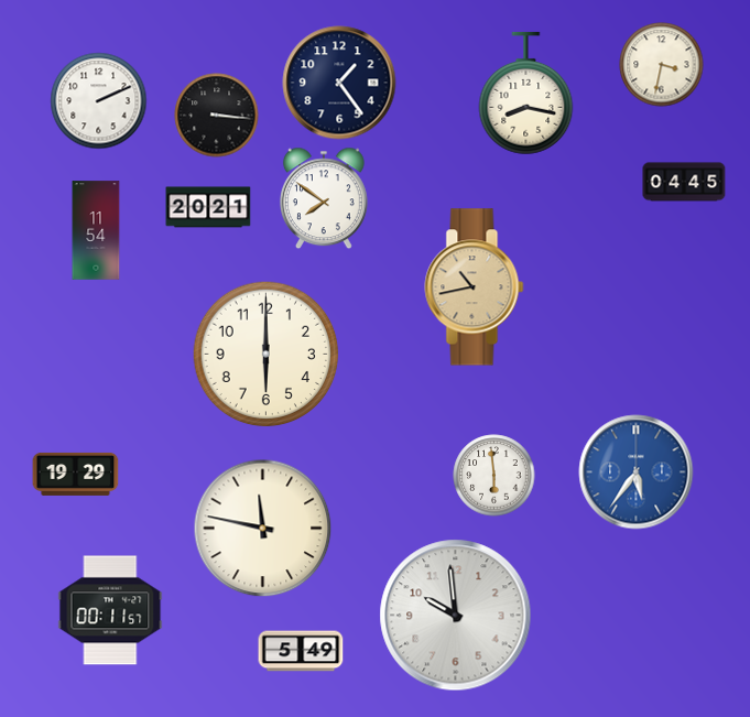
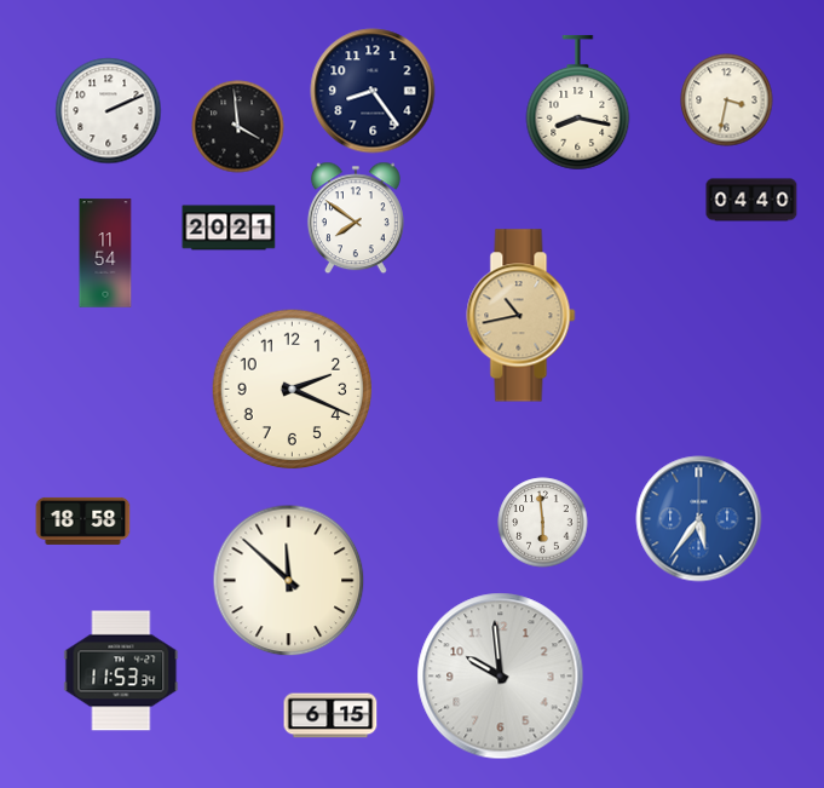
clock at (662, 65) position: (662, 65) -> (727, 100)
clock at (339, 83): 1:24 -> 8:24
clock at (217, 116): 3:16 -> 3:59
clock at (684, 182): 04:45 -> 04:40
clock at (267, 355): 6:00 -> 2:19
clock at (76, 474): 19:29 -> 18:58
clock at (263, 529): 11:47 -> 11:52
clock at (110, 610): 00:11 -> 11:53
clock at (301, 651): 5:49 -> 6:15
